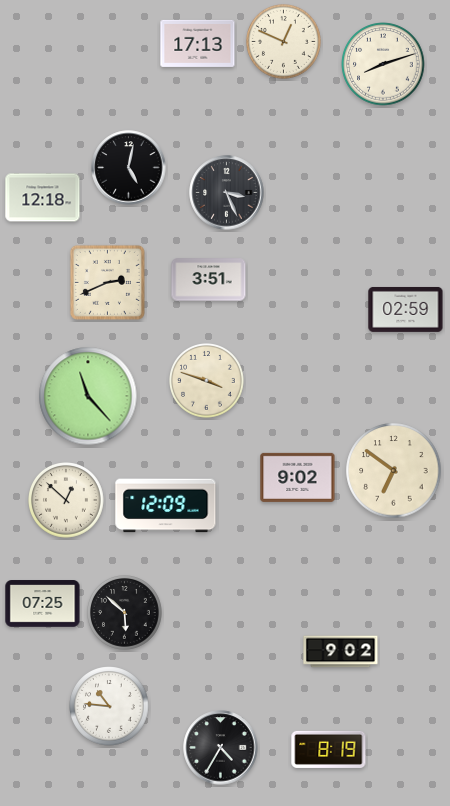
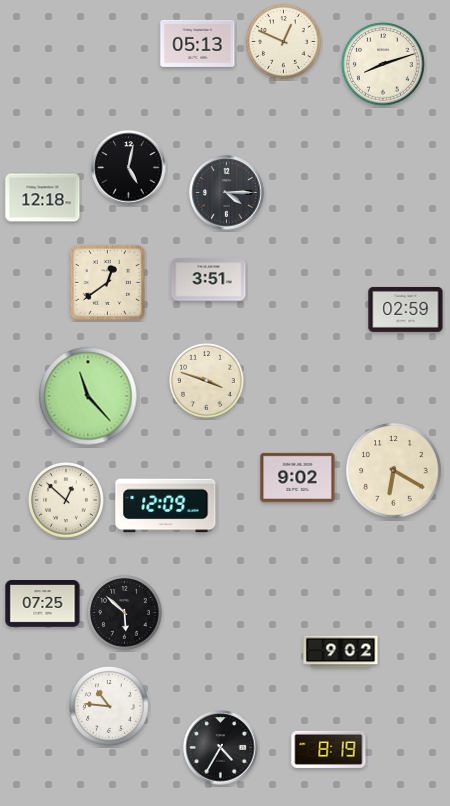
clock at (198, 43): 17:13 -> 05:13
clock at (227, 193): 3:26 -> 4:15
clock at (107, 282): 2:41 -> 12:39
clock at (394, 471): 6:51 -> 6:20
